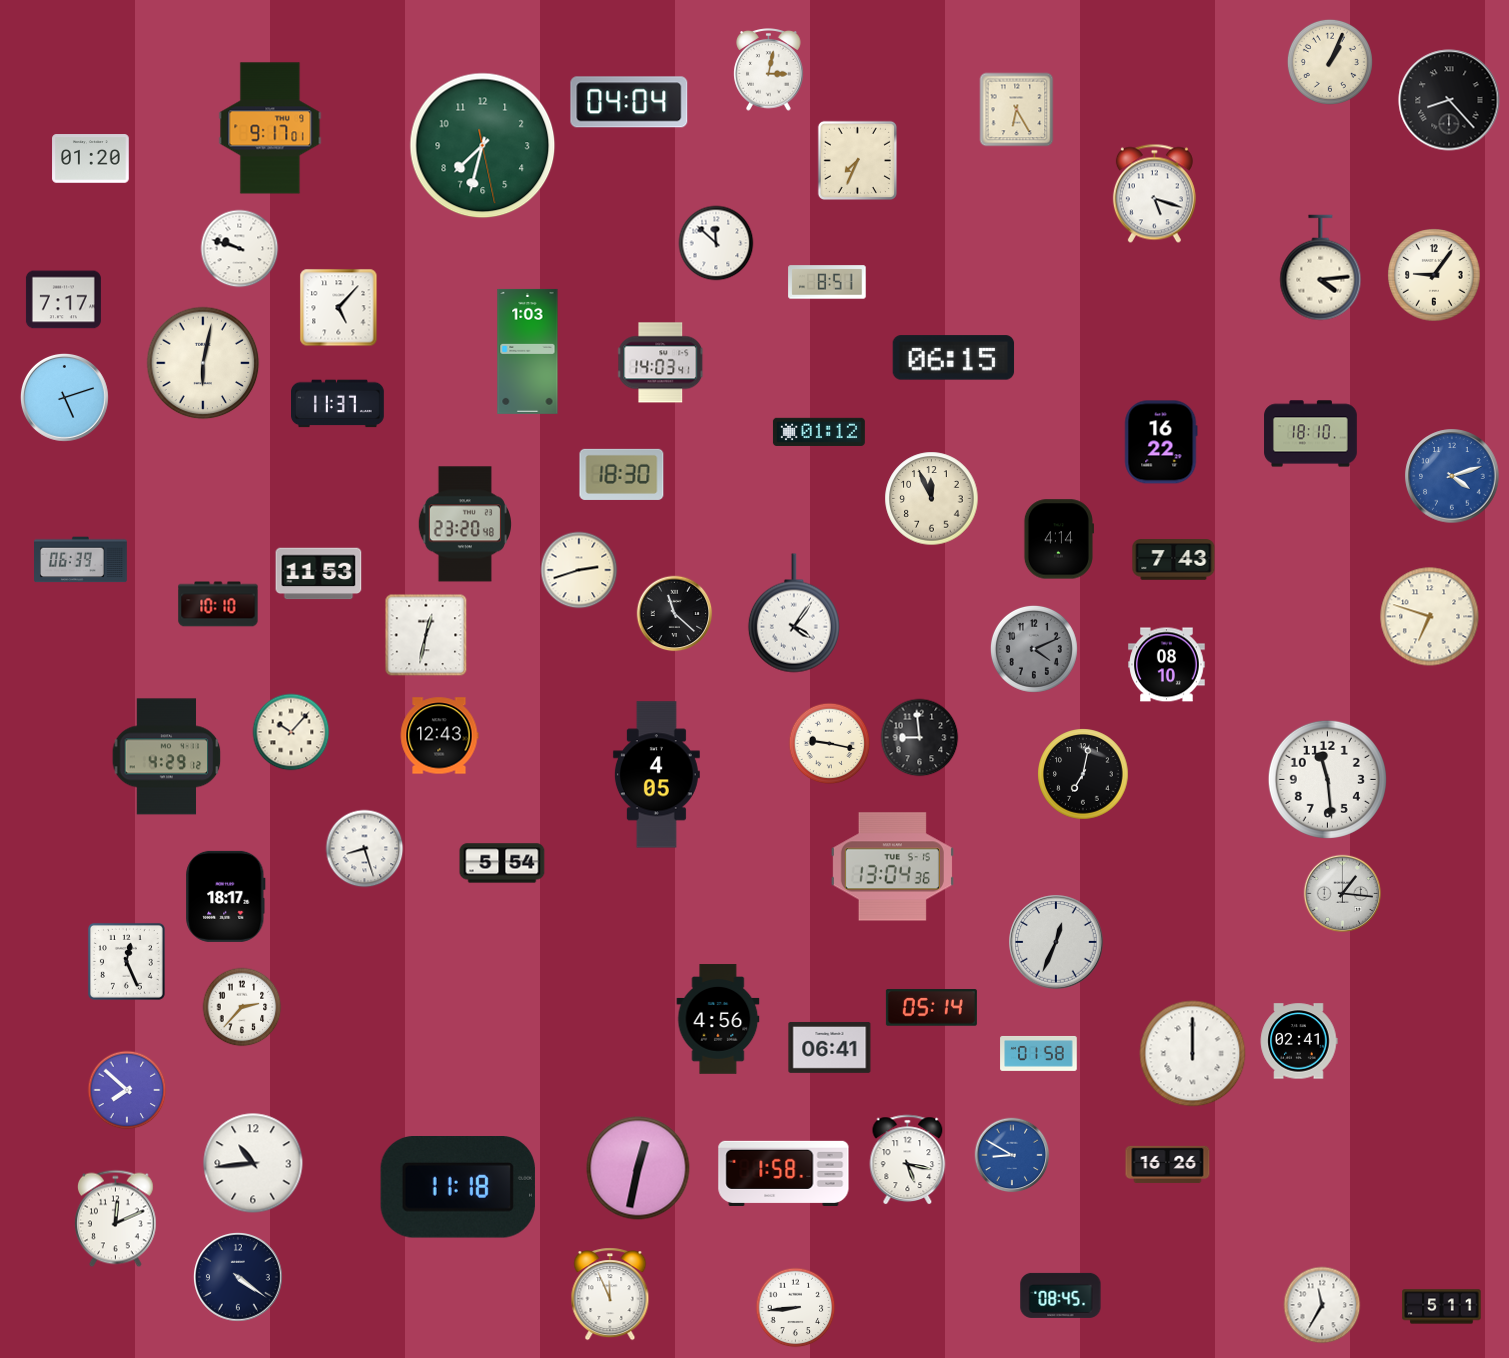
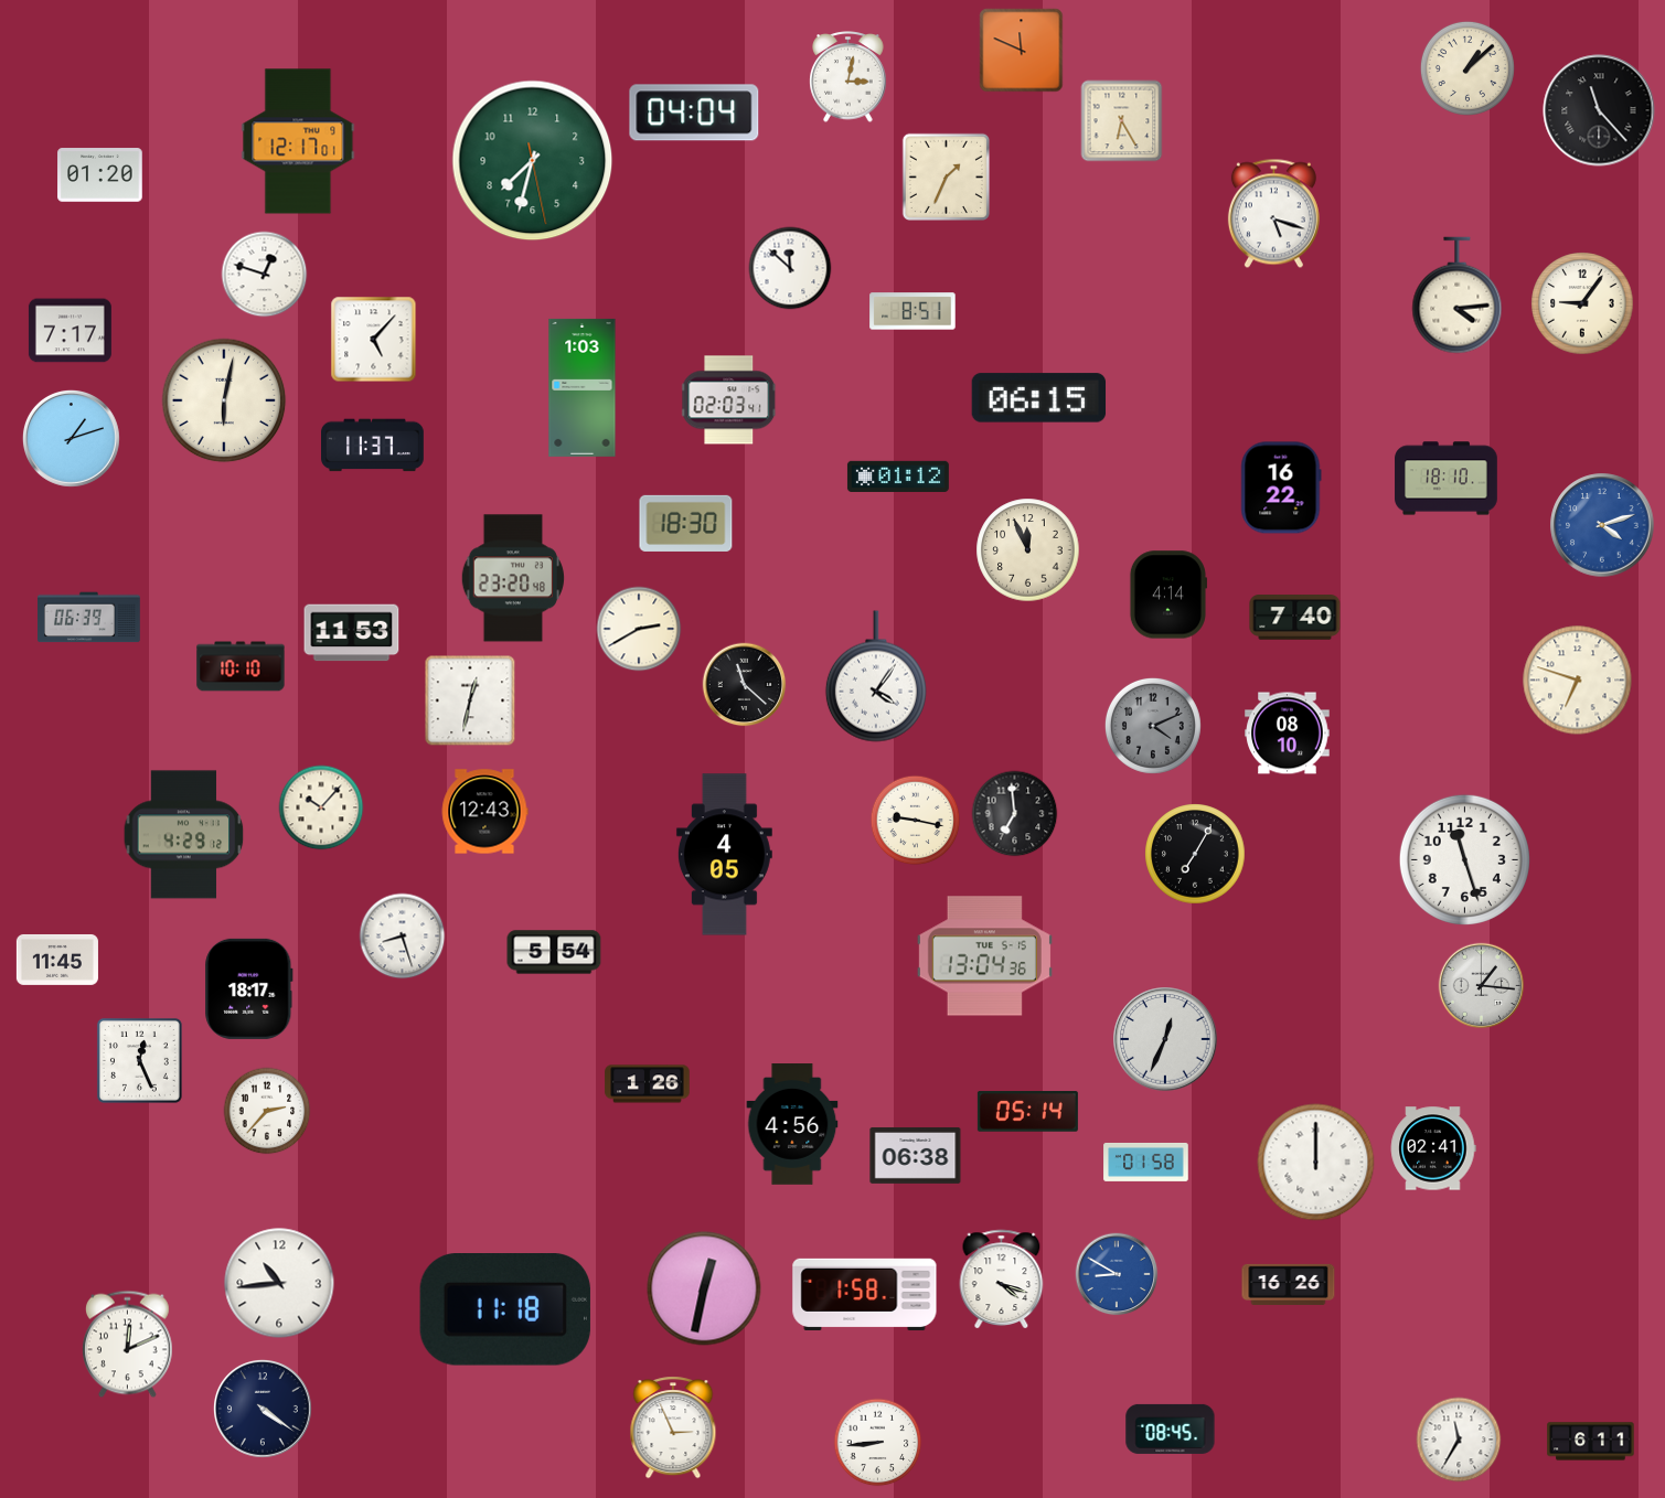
clock at (1022, 51): none -> 11:49
clock at (1330, 62): 1:04 -> 1:08
clock at (1449, 100): 8:23 -> 11:23
clock at (270, 128): 9:17 -> 12:17
clock at (857, 160): 7:34 -> 1:34
clock at (240, 249): 9:48 -> 12:48
clock at (954, 358) position: (954, 358) -> (1039, 398)
clock at (661, 363): 14:03 -> 02:03
clock at (64, 397): 5:12 -> 1:12
clock at (819, 432) position: (819, 432) -> (898, 477)
clock at (1174, 560): 7:43 -> 7:40
clock at (579, 570): 2:42 -> 2:40
clock at (675, 614) position: (675, 614) -> (745, 685)
clock at (1034, 649) position: (1034, 649) -> (1153, 726)
clock at (920, 738): 8:59 -> 6:59
clock at (1083, 774): 7:02 -> 7:05
clock at (1327, 779): 11:29 -> 11:27
clock at (57, 960): none -> 11:45
clock at (648, 1084): none -> 1:26
clock at (830, 1047): 06:41 -> 06:38
clock at (127, 1090): 7:52 -> none
clock at (908, 1160): 5:17 -> 4:18
clock at (610, 1294): 11:56 -> 2:56
clock at (1442, 1307): 5:11 -> 6:11
